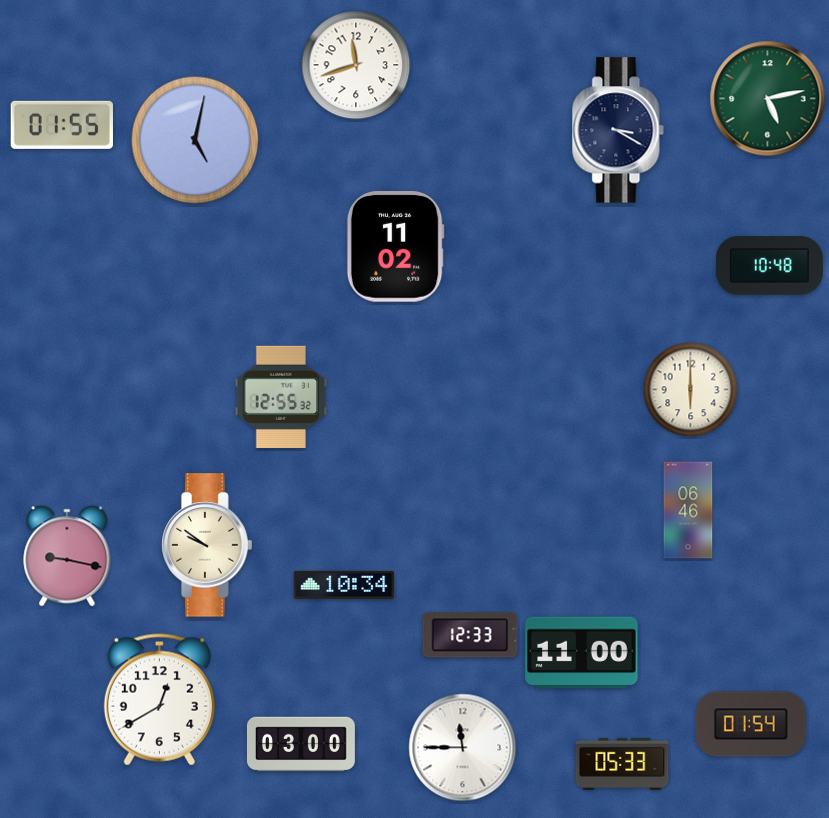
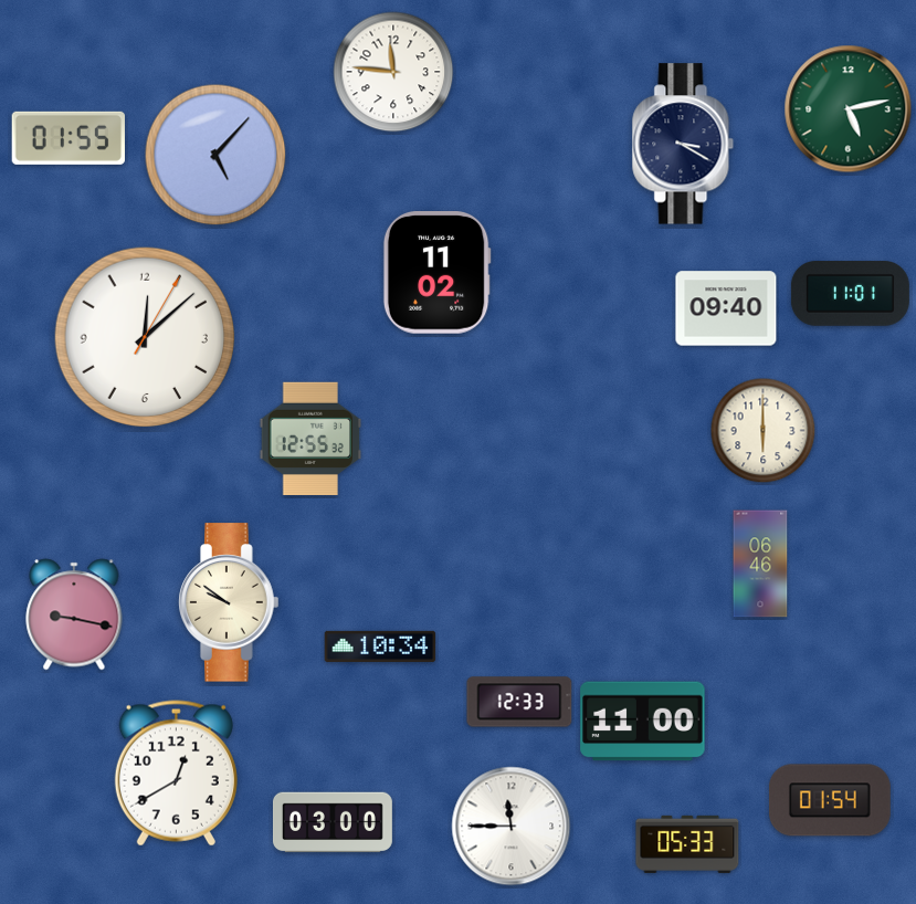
clock at (356, 65): 11:42 -> 11:46
clock at (195, 140): 5:02 -> 5:07
clock at (769, 266): 10:48 -> 11:01
clock at (726, 308): none -> 09:40
clock at (145, 337): none -> 12:08
